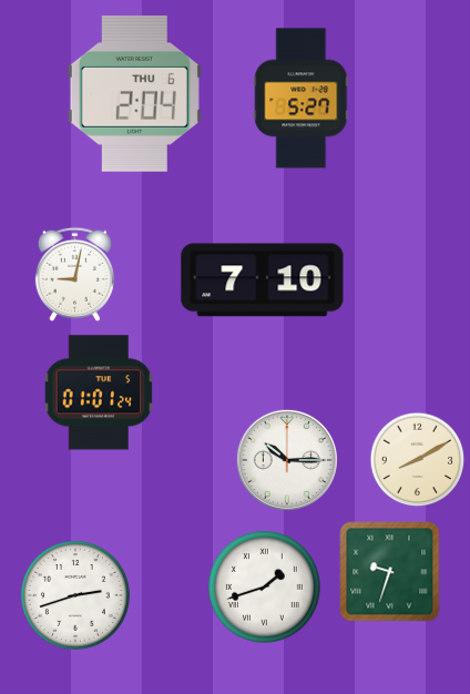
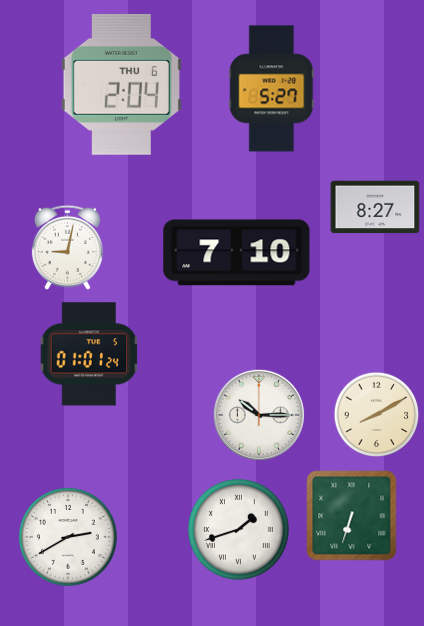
clock at (375, 207): none -> 8:27
clock at (390, 572): 9:33 -> 6:33
clock at (75, 595): 2:42 -> 2:40
